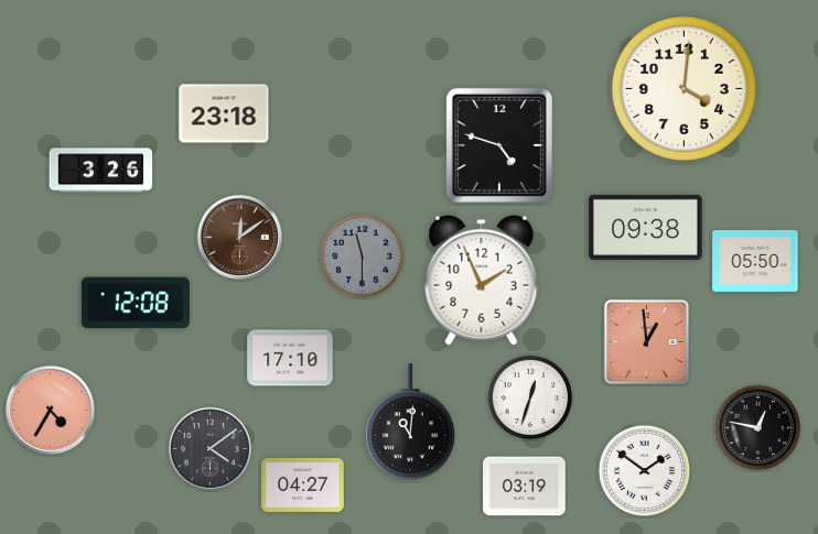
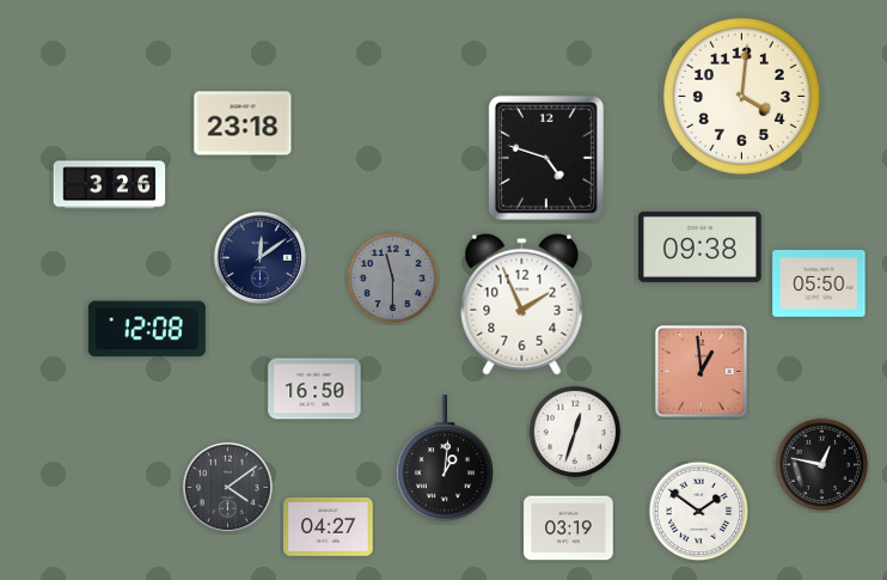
clock at (499, 145) position: (499, 145) -> (546, 158)
clock at (239, 237) dial: brown -> navy
clock at (290, 358): 17:10 -> 16:50
clock at (50, 410): 4:35 -> none
clock at (410, 423): 11:01 -> 1:01
